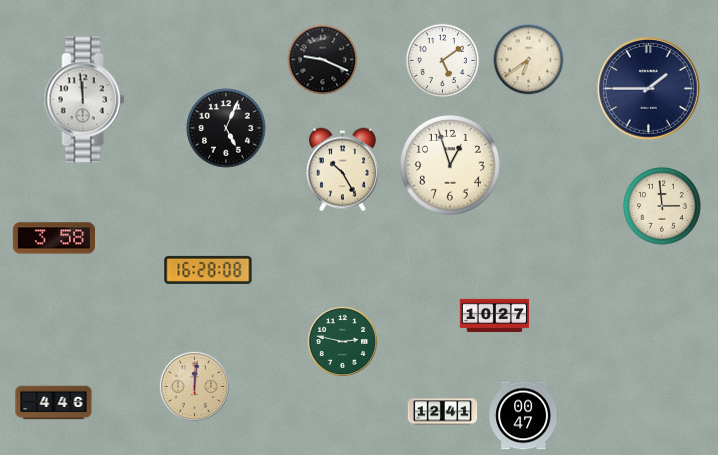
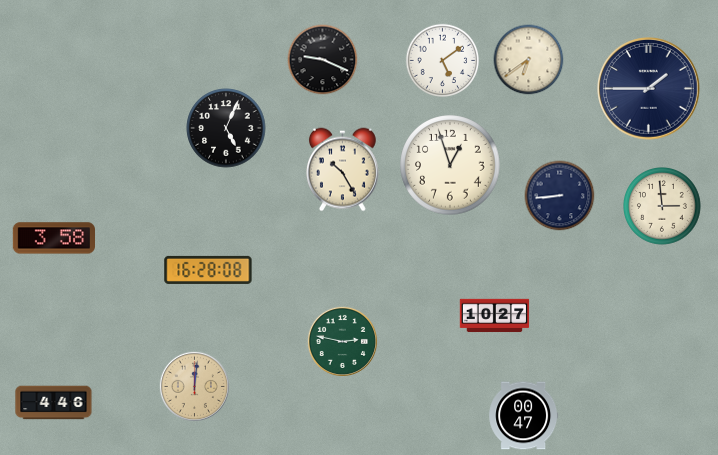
clock at (85, 100): 11:59 -> none
clock at (560, 196): none -> 8:44
clock at (443, 412): 12:41 -> none
